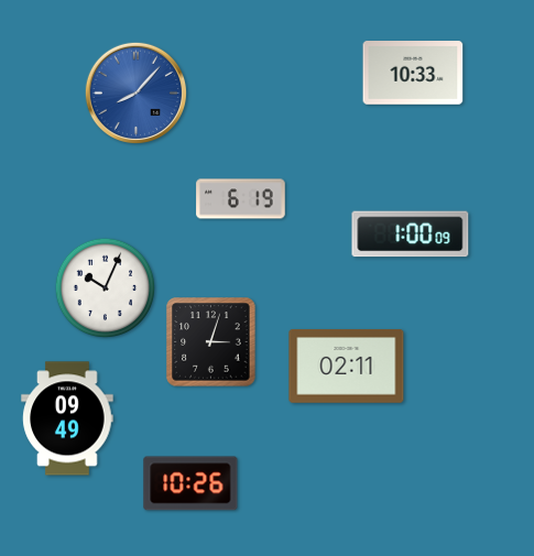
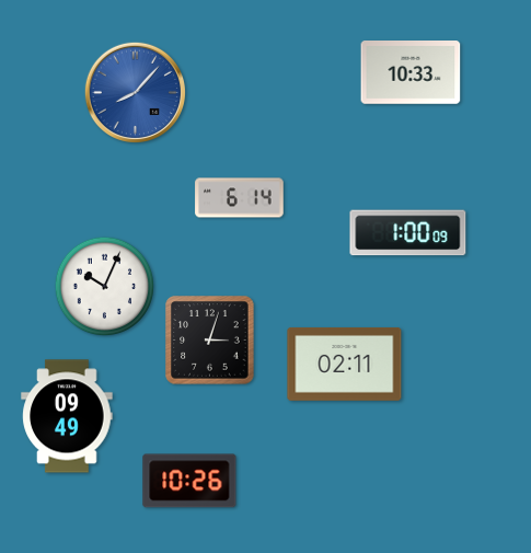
clock at (241, 199): 6:19 -> 6:14
